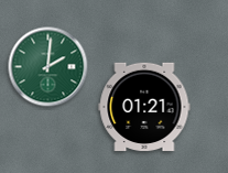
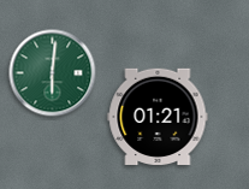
clock at (48, 67): 2:01 -> 6:01
